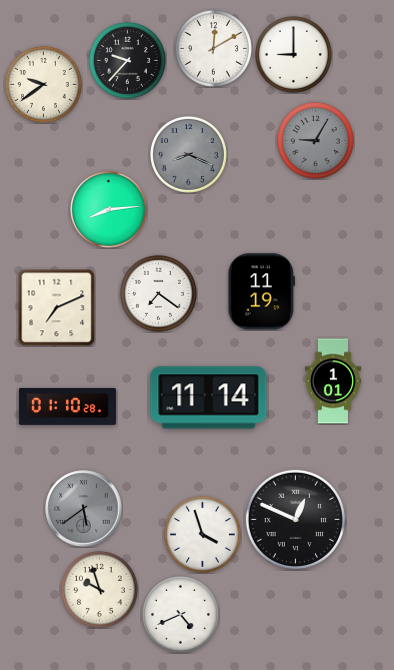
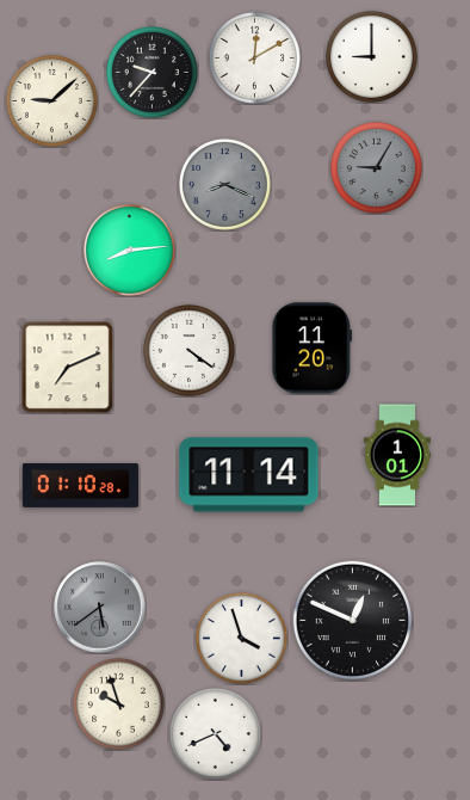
clock at (293, 54) position: (293, 54) -> (371, 56)
clock at (43, 84): 9:39 -> 9:08
clock at (261, 292): 11:19 -> 11:20
clock at (158, 293): 7:21 -> 4:21
